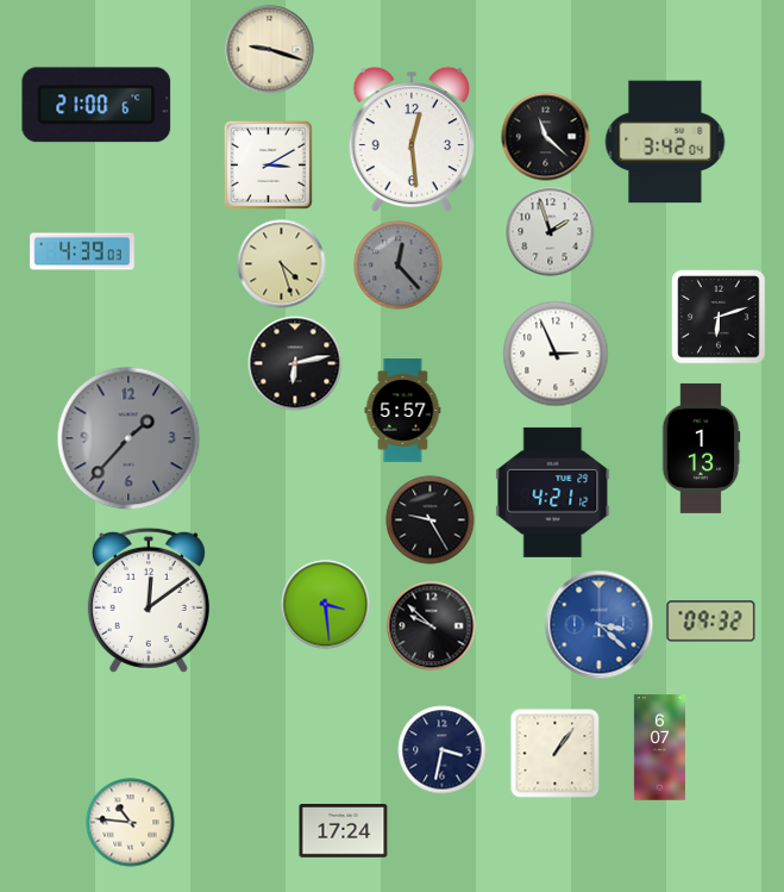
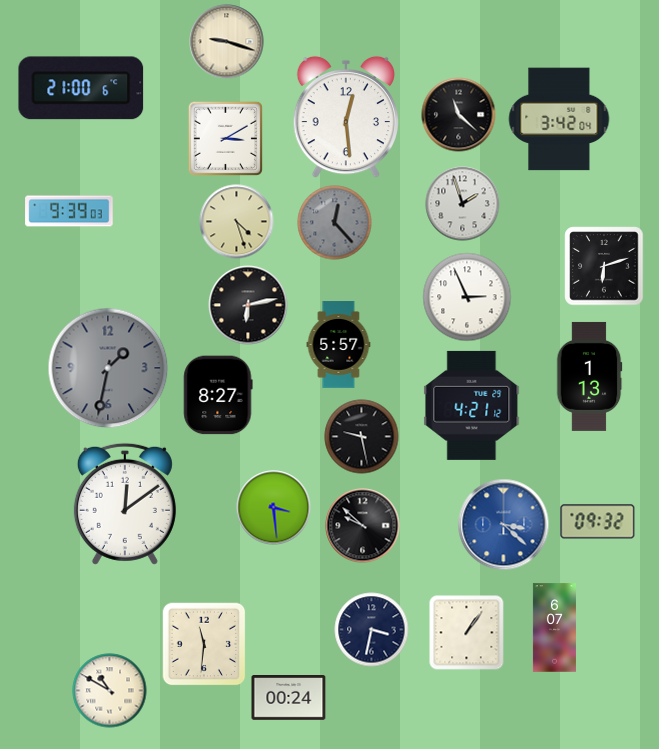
clock at (551, 232) position: (551, 232) -> (463, 204)
clock at (82, 251): 4:39 -> 9:39
clock at (128, 438): 1:37 -> 1:32
clock at (218, 395): none -> 8:27
clock at (553, 492) position: (553, 492) -> (472, 405)
clock at (431, 520): 9:25 -> 9:28
clock at (204, 644): none -> 11:31
clock at (131, 823): 10:46 -> 10:50
clock at (344, 831): 17:24 -> 00:24
